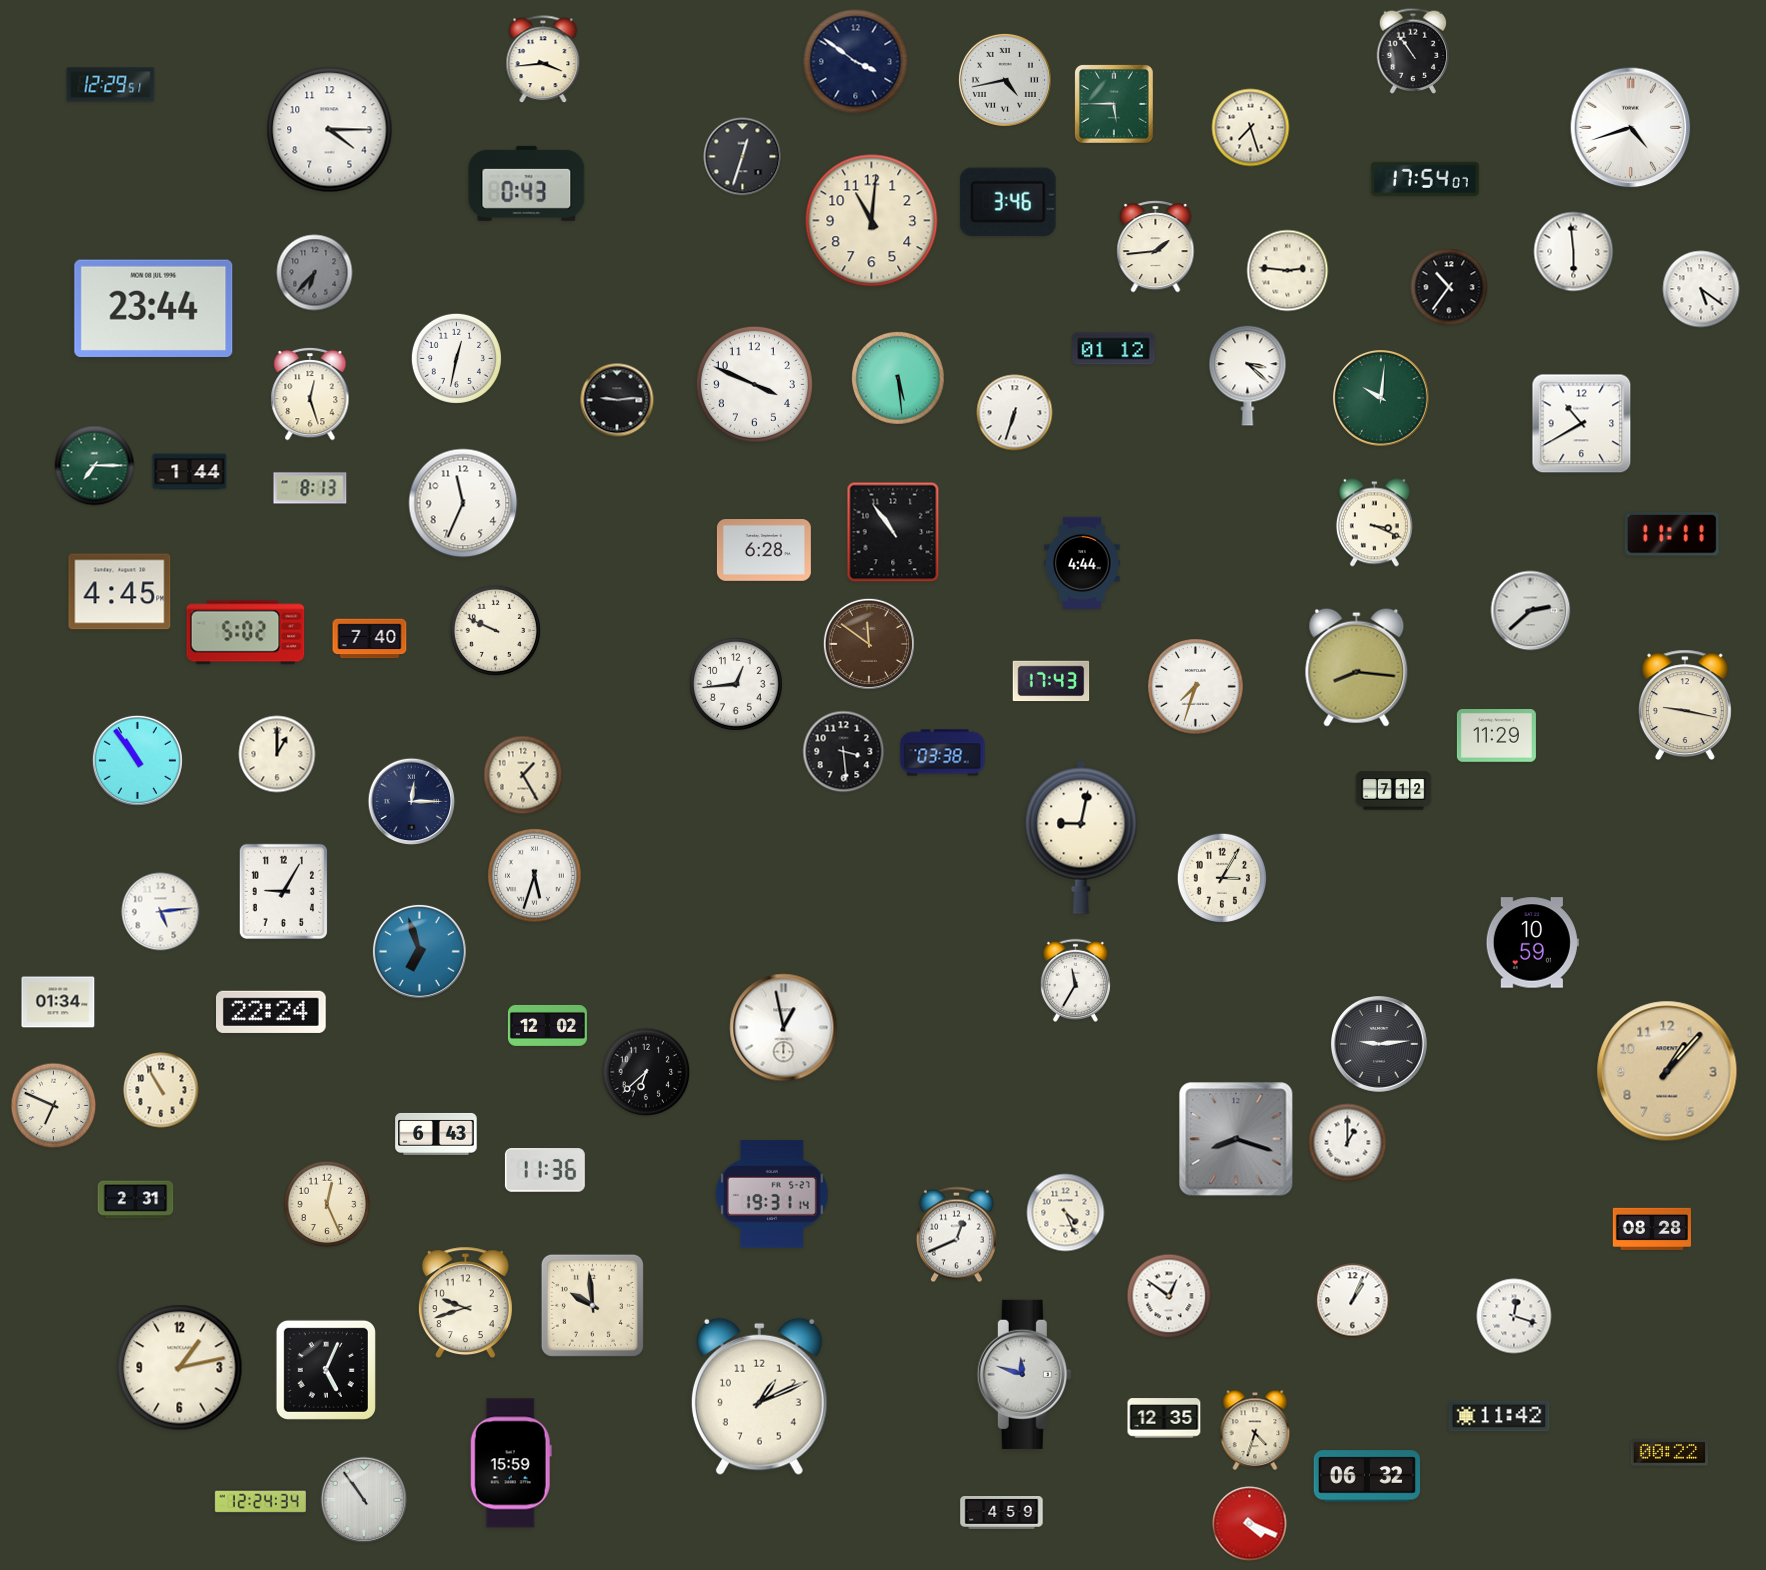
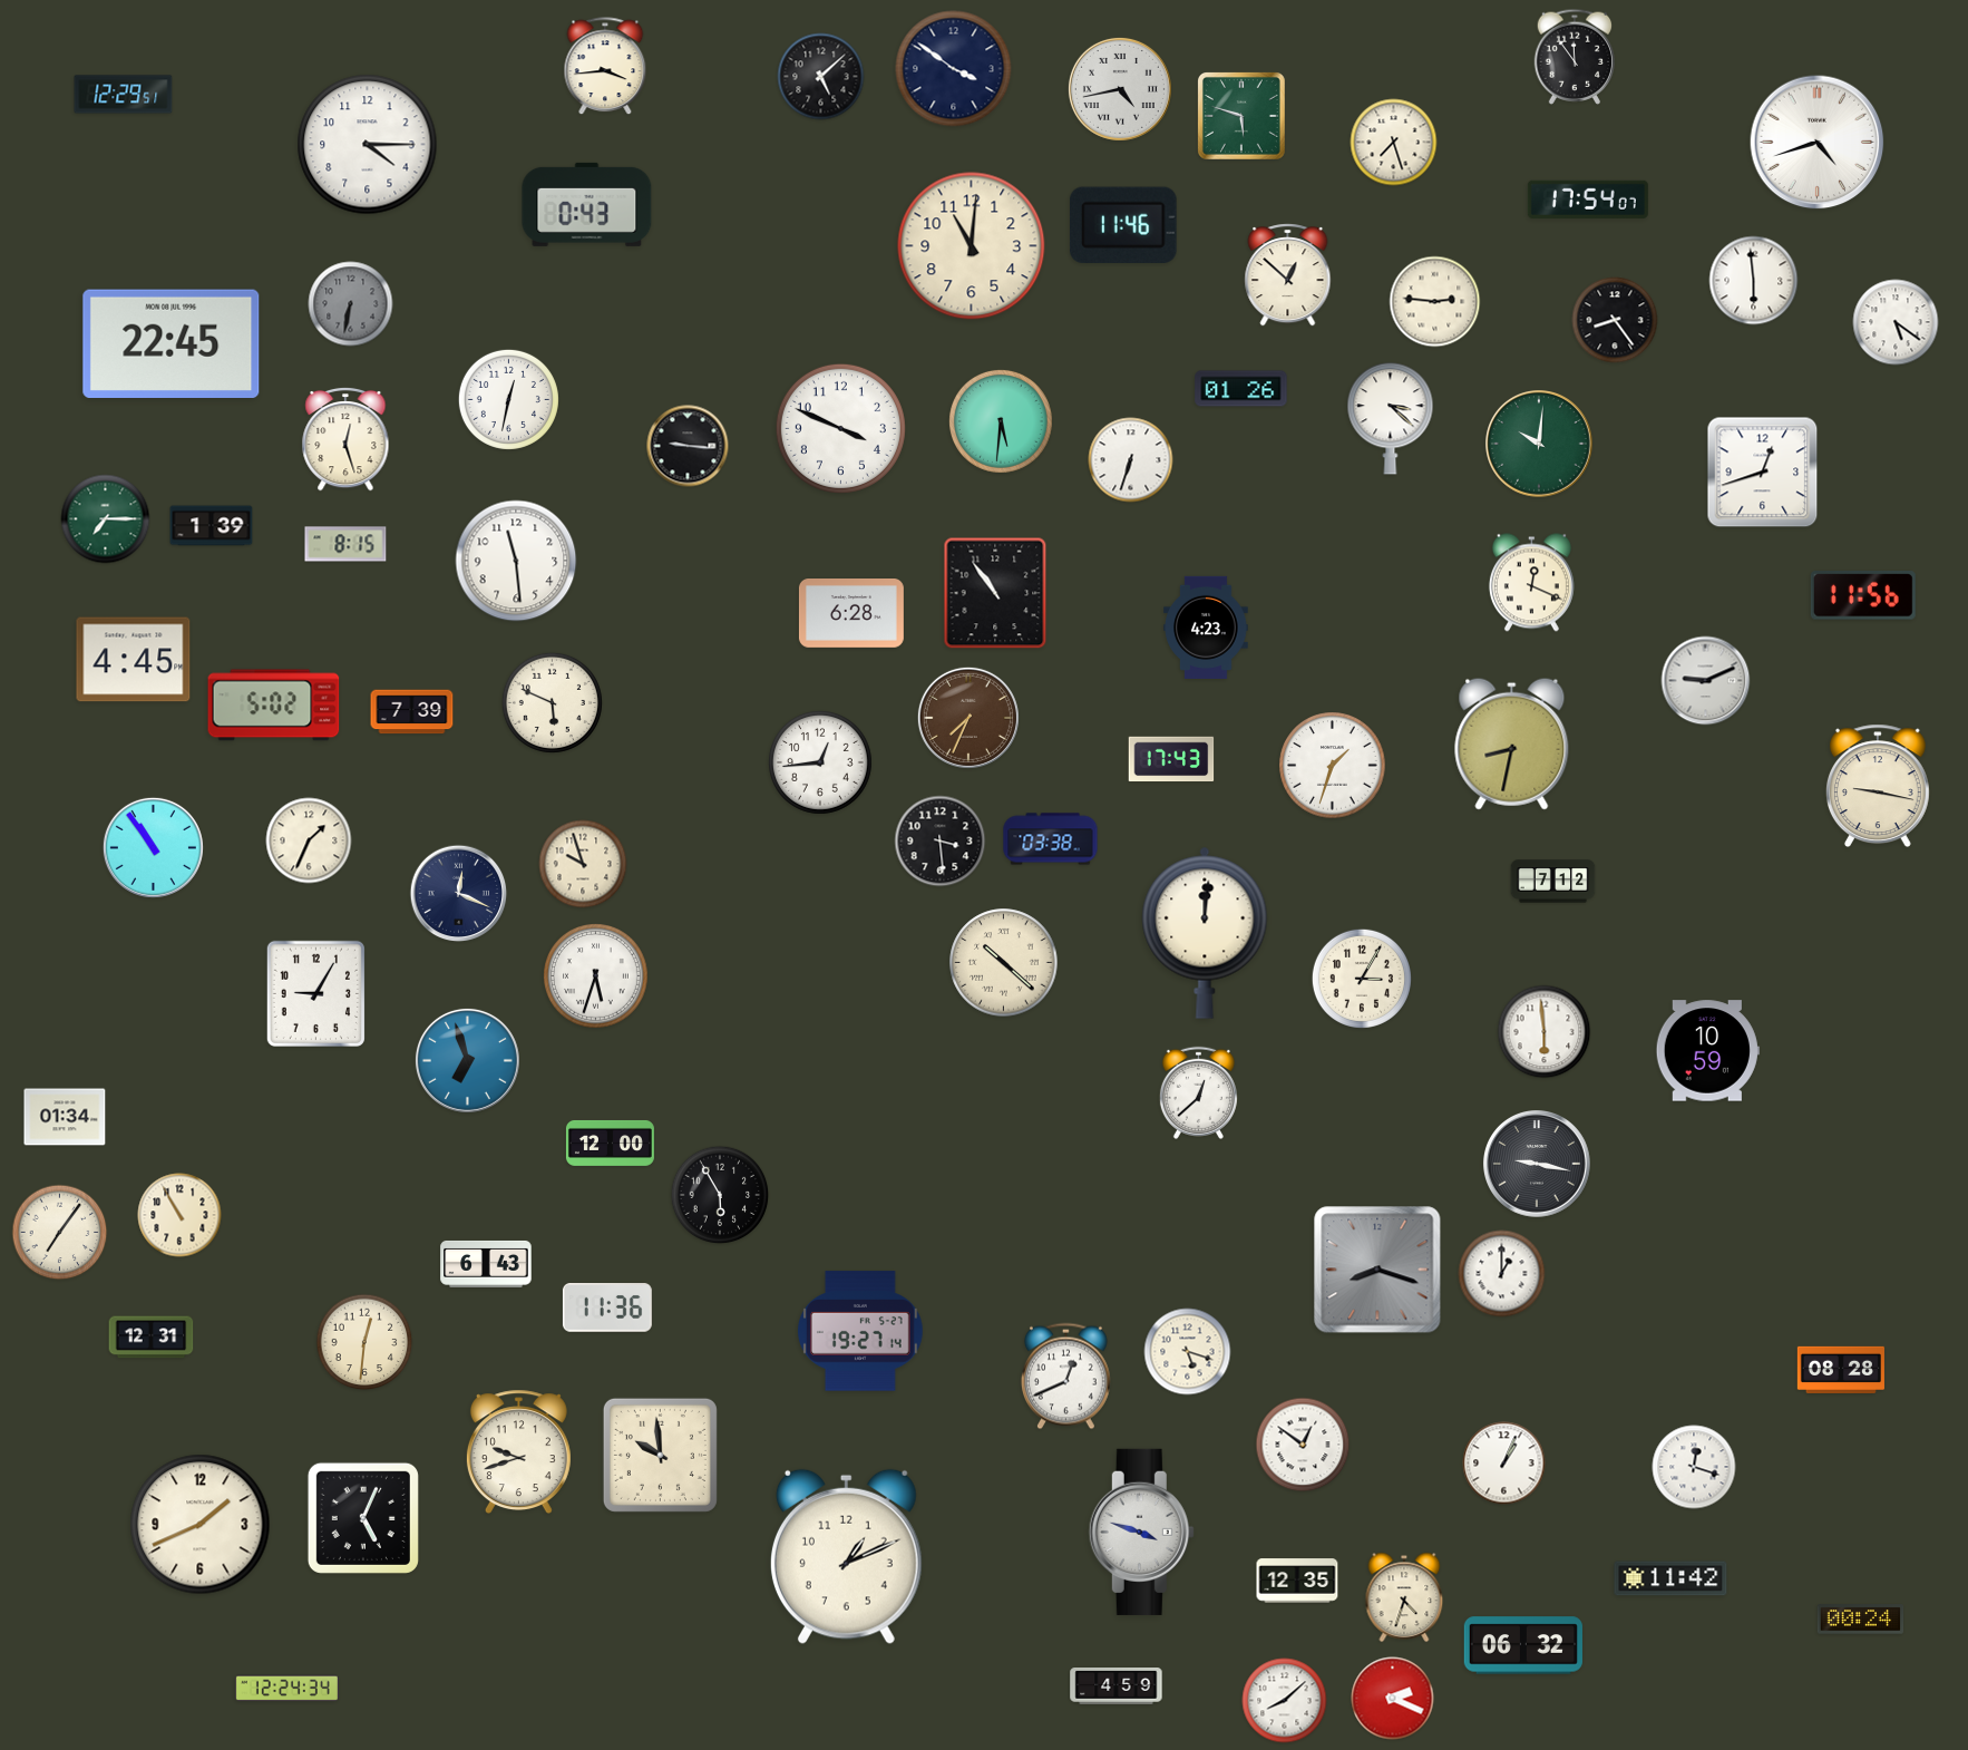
clock at (1413, 51): 10:54 -> 11:54
clock at (821, 77): none -> 5:08
clock at (1114, 104): 5:45 -> 5:48
clock at (743, 157): 12:33 -> none
clock at (1008, 202): 3:46 -> 11:46
clock at (1156, 247): 1:44 -> 12:52
clock at (315, 273): 6:37 -> 6:32
clock at (1449, 287): 10:36 -> 8:24
clock at (154, 309): 23:44 -> 22:45
clock at (1114, 349): 01:12 -> 01:26
clock at (898, 378): 5:29 -> 5:31
clock at (617, 400): 9:14 -> 9:16
clock at (1582, 424): 10:40 -> 12:42
clock at (190, 472): 1:44 -> 1:39
clock at (310, 488): 8:13 -> 8:15
clock at (463, 503): 11:34 -> 11:29
clock at (1374, 523): 3:19 -> 12:19
clock at (1672, 534): 11:11 -> 11:56
clock at (1082, 563): 4:44 -> 4:23
clock at (1531, 611): 2:38 -> 9:11
clock at (495, 630): 9:49 -> 5:49
clock at (370, 639): 7:40 -> 7:39
clock at (869, 644): 11:51 -> 7:34
clock at (1357, 667): 8:16 -> 8:32
clock at (1196, 687): 7:33 -> 1:33
clock at (1496, 736): 11:29 -> none
clock at (844, 752) position: (844, 752) -> (941, 842)
clock at (277, 754): 1:00 -> 1:34
clock at (523, 775): 1:25 -> 9:57
clock at (412, 802): 12:15 -> 12:19
clock at (1081, 837): 9:02 -> 12:01
clock at (1004, 963): none -> 10:22
clock at (161, 912): 5:14 -> none
clock at (1545, 1032): none -> 5:59
clock at (1075, 980): 11:35 -> 12:38
clock at (272, 1012): 22:24 -> none
clock at (547, 1025): 12:02 -> 12:00
clock at (784, 1028): 12:58 -> none
clock at (1380, 1045): 9:14 -> 9:17
clock at (1667, 1071): 1:07 -> none
clock at (646, 1072): 6:38 -> 5:55
clock at (54, 1106): 6:49 -> 7:06
clock at (545, 1170) position: (545, 1170) -> (607, 1307)
clock at (772, 1194): 19:31 -> 19:27
clock at (136, 1200): 2:31 -> 12:31
clock at (327, 1204): 12:26 -> 12:31
clock at (1066, 1213): 4:26 -> 5:18
clock at (1353, 1301) position: (1353, 1301) -> (1504, 1464)
clock at (1514, 1316) position: (1514, 1316) -> (1694, 1467)
clock at (180, 1368): 1:13 -> 1:41
clock at (326, 1370) position: (326, 1370) -> (363, 1518)
clock at (1024, 1374): 11:48 -> 3:48
clock at (1255, 1430) position: (1255, 1430) -> (1404, 1597)
clock at (1670, 1453): 00:22 -> 00:24
clock at (511, 1463): 15:59 -> none
clock at (364, 1500): 10:54 -> none
clock at (260, 1502) position: (260, 1502) -> (286, 1689)
clock at (1250, 1524): 4:19 -> 2:19
clock at (1285, 1701): none -> 8:08
